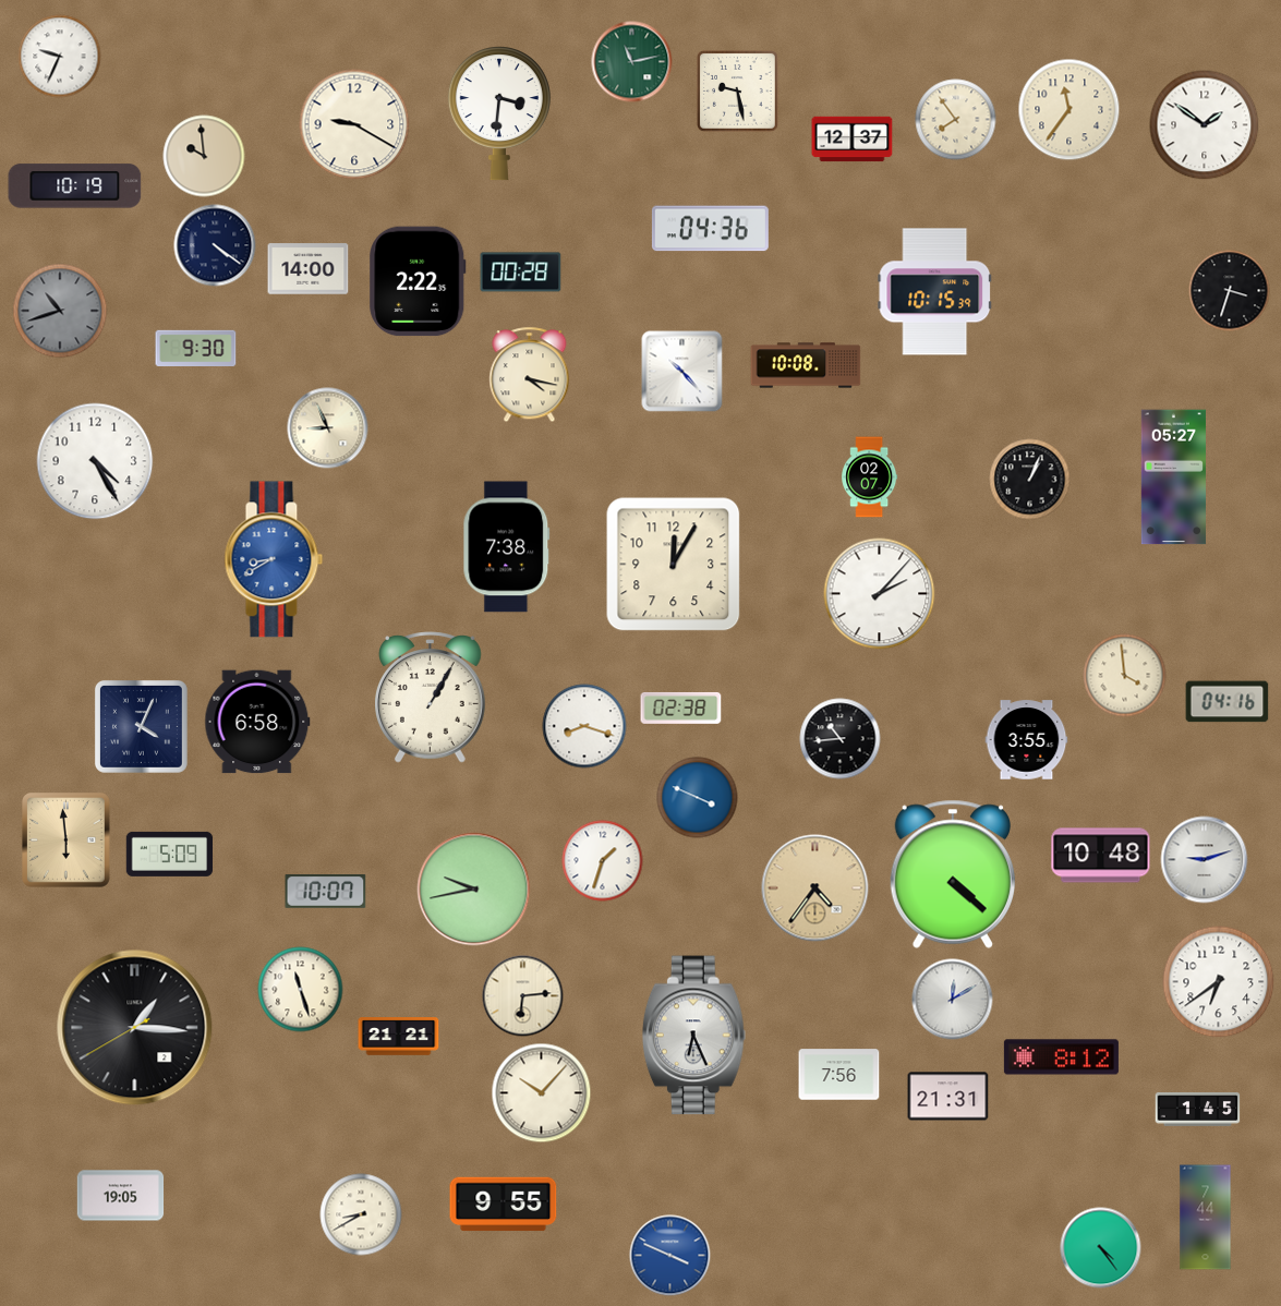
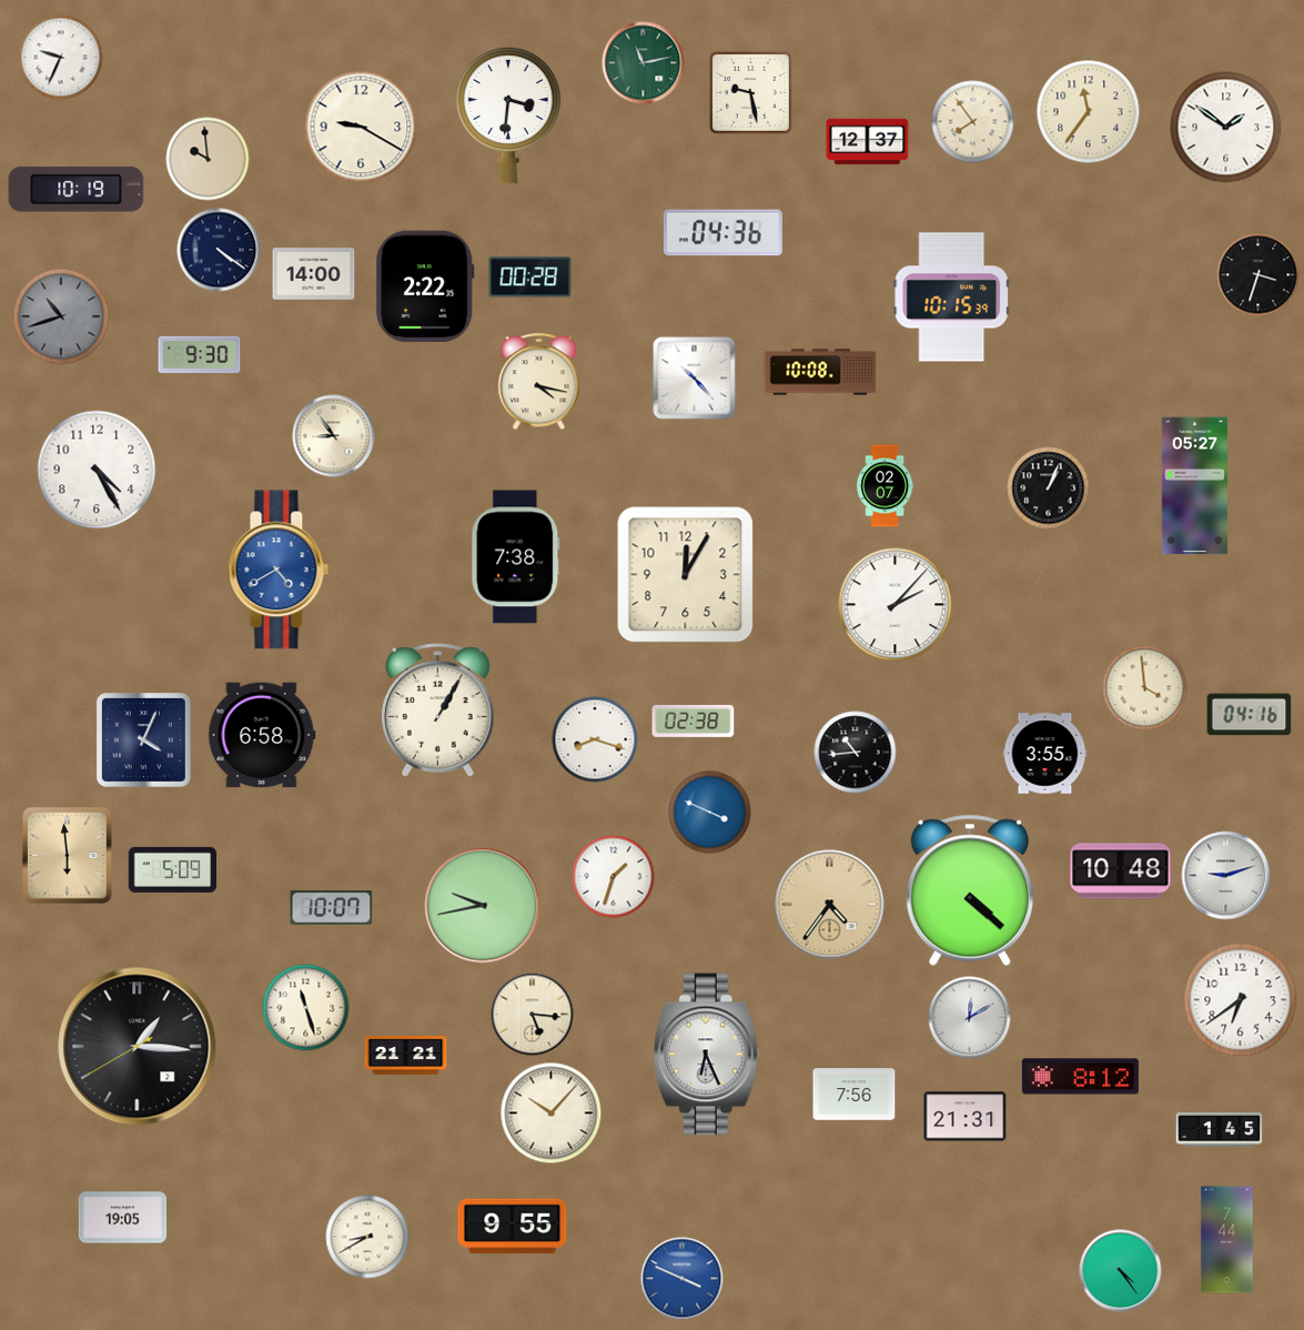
clock at (1230, 291) position: (1230, 291) -> (1258, 275)
clock at (328, 428): 8:56 -> 8:54
clock at (274, 559): 8:40 -> 4:40
clock at (523, 996): 6:14 -> 5:16
